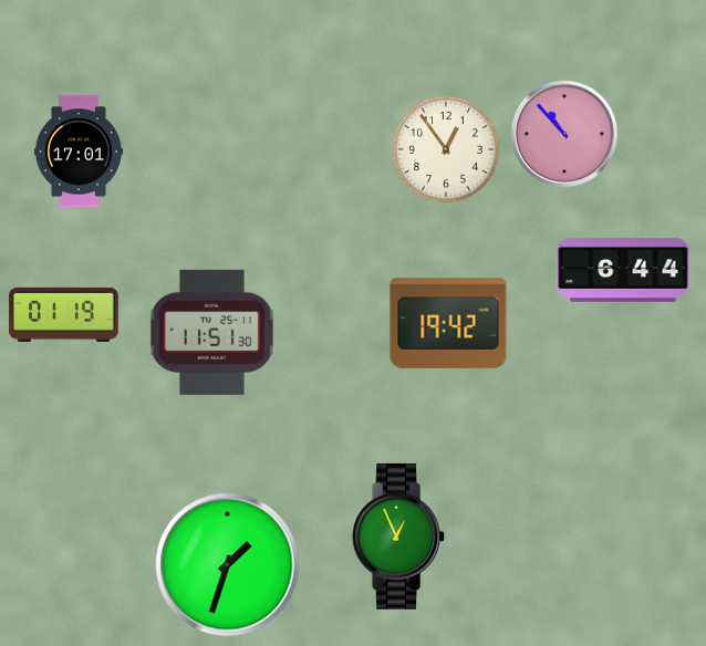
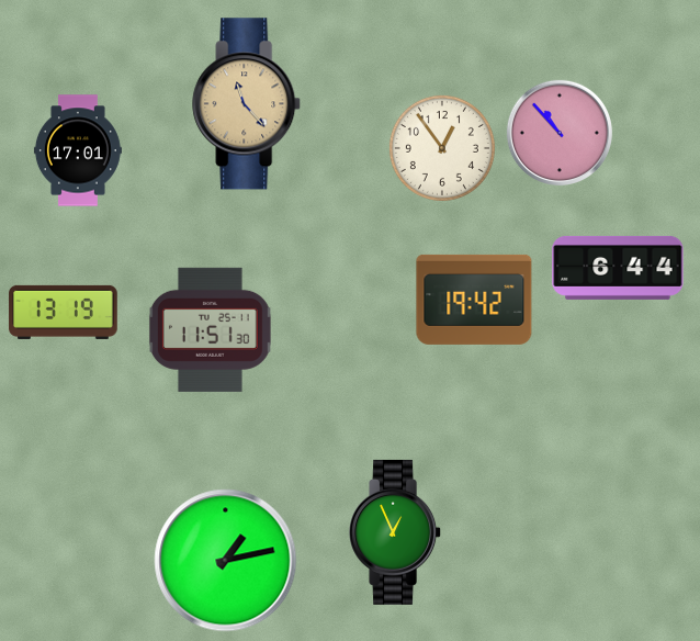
clock at (247, 104): none -> 11:23
clock at (64, 314): 01:19 -> 13:19
clock at (448, 323) position: (448, 323) -> (474, 300)
clock at (228, 565): 1:33 -> 1:13
